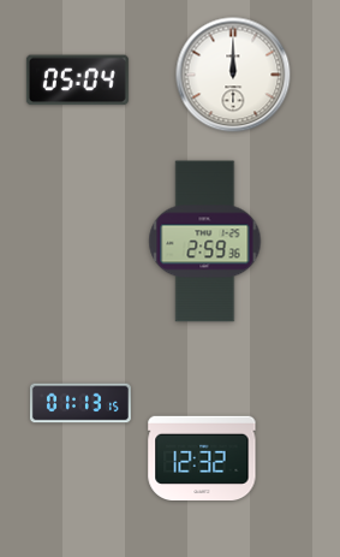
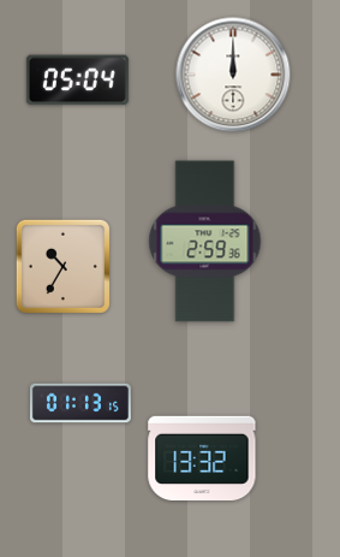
clock at (62, 266): none -> 10:35
clock at (202, 458): 12:32 -> 13:32
